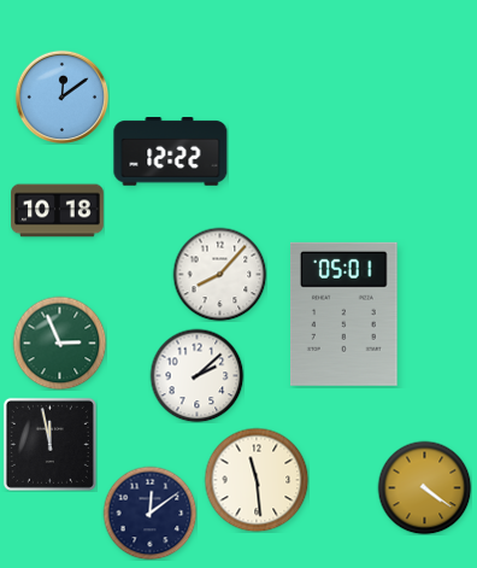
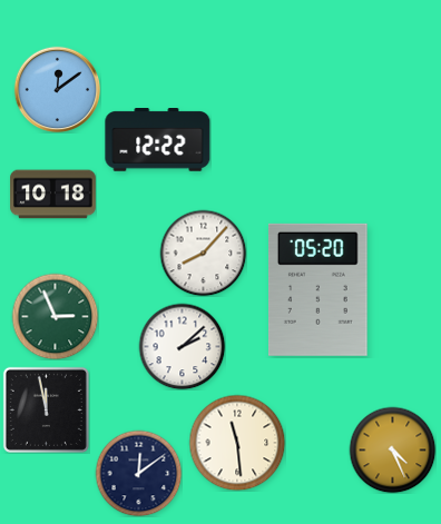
clock at (344, 314): 05:01 -> 05:20
clock at (424, 487): 4:21 -> 4:26
